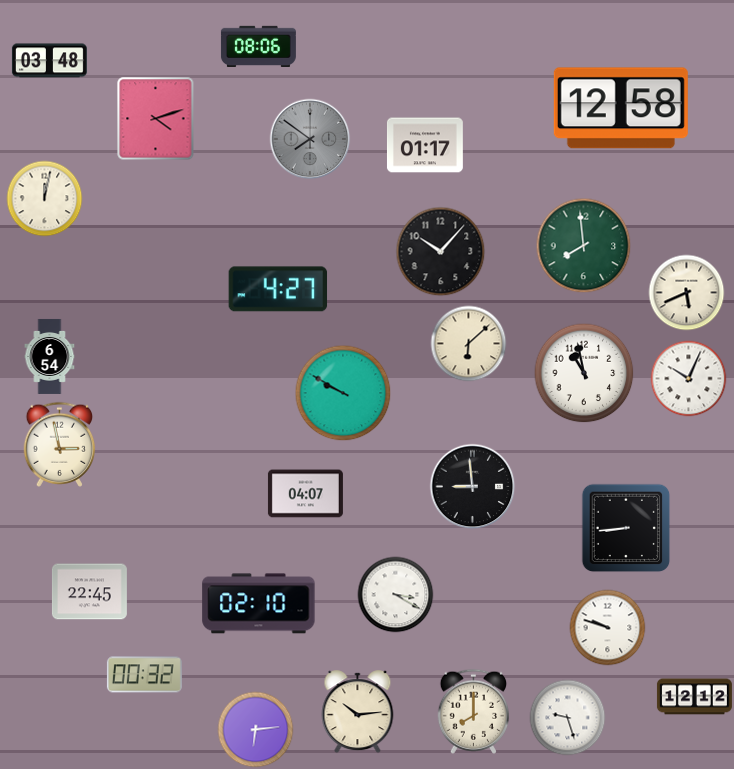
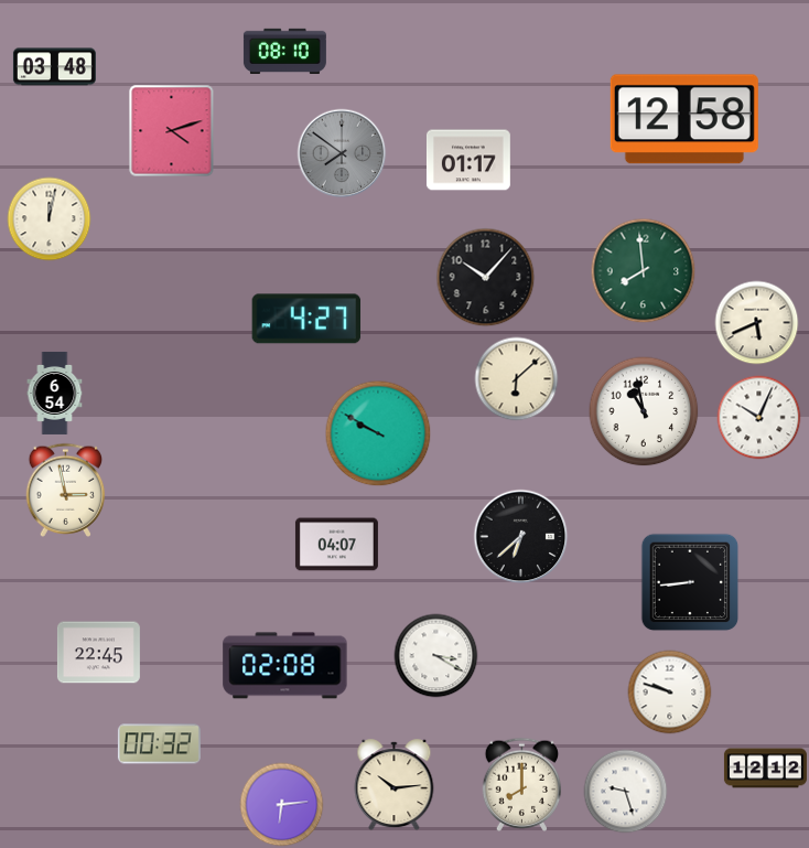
clock at (258, 46): 08:06 -> 08:10
clock at (473, 487): 8:59 -> 6:38
clock at (259, 604): 02:10 -> 02:08
